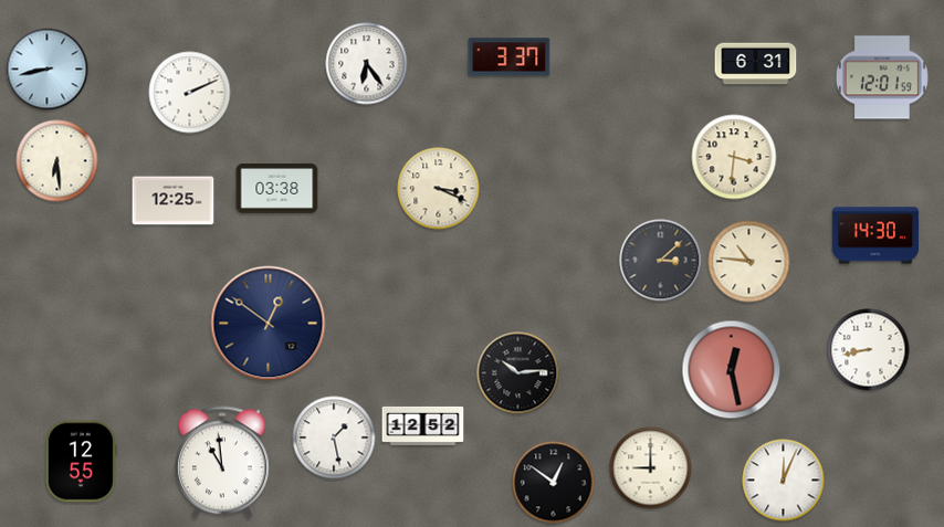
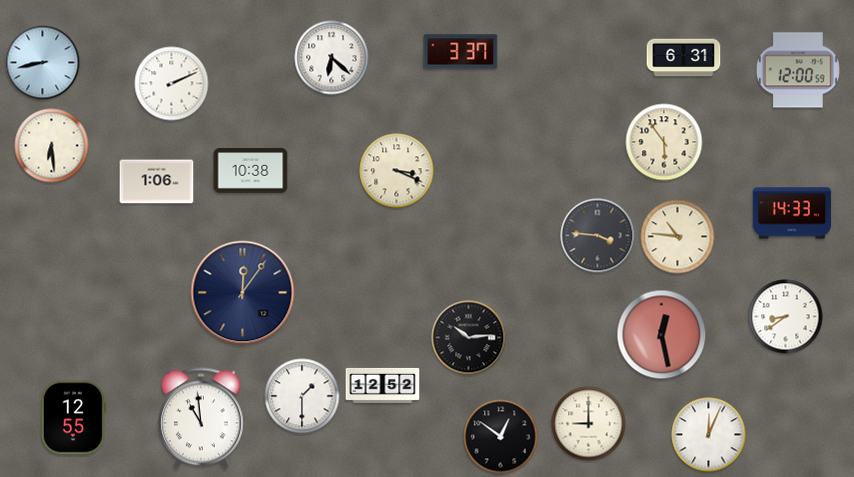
clock at (367, 64): 6:24 -> 6:22
clock at (882, 77): 12:01 -> 12:00
clock at (734, 157): 3:31 -> 5:54
clock at (277, 189): 03:38 -> 10:38
clock at (174, 201): 12:25 -> 1:06
clock at (875, 235): 14:30 -> 14:33
clock at (661, 261): 3:08 -> 3:46
clock at (269, 324): 12:51 -> 12:06
clock at (869, 350): 8:43 -> 8:39
clock at (334, 438): 1:28 -> 1:30
